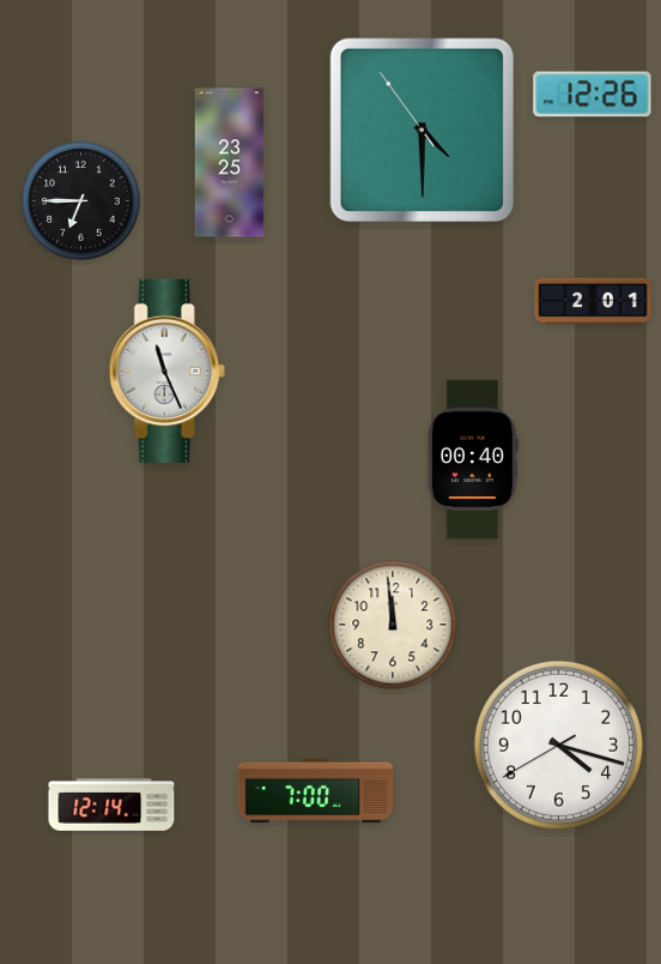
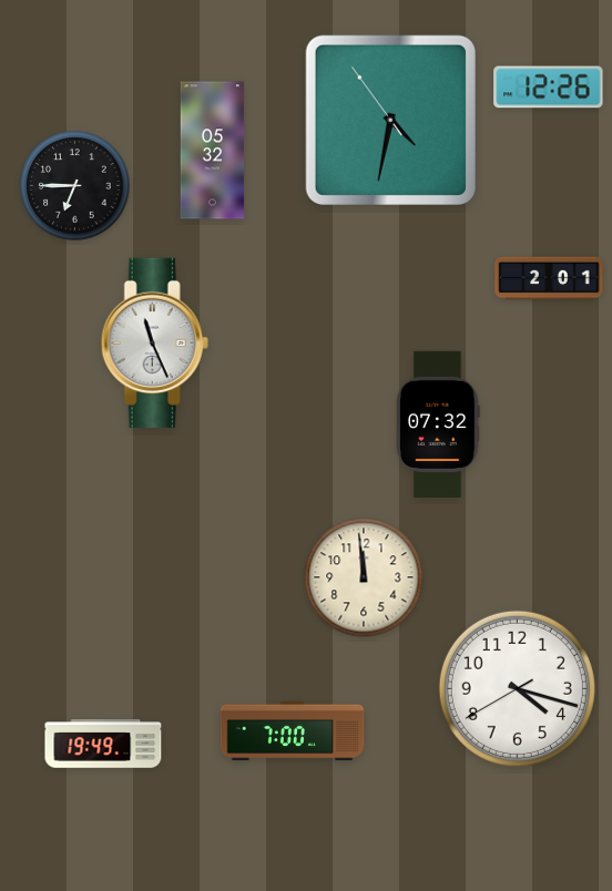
clock at (422, 129): 4:29 -> 4:31
clock at (230, 163): 23:25 -> 05:32
clock at (474, 458): 00:40 -> 07:32
clock at (111, 805): 12:14 -> 19:49
